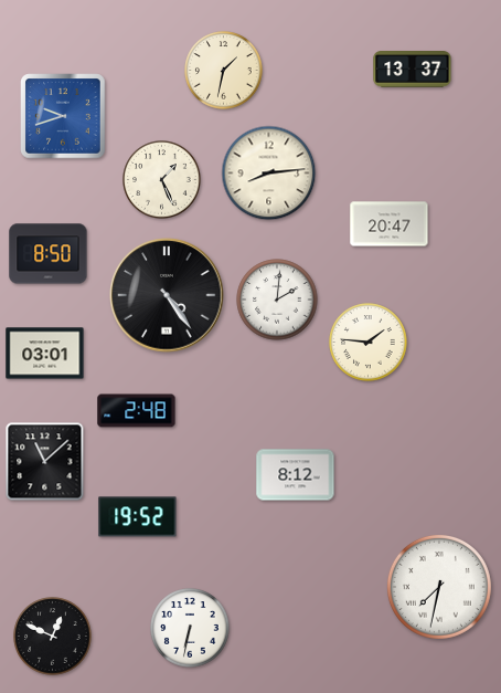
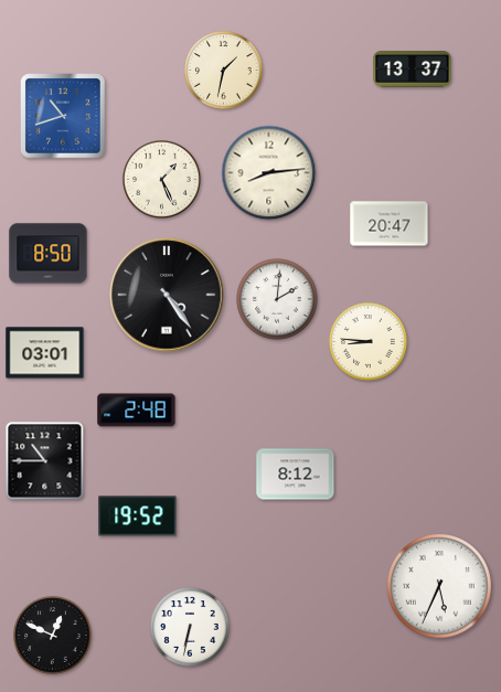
clock at (63, 116): 9:42 -> 10:42
clock at (369, 343): 1:46 -> 8:46
clock at (45, 462): 11:08 -> 10:45
clock at (439, 587): 7:32 -> 5:34
